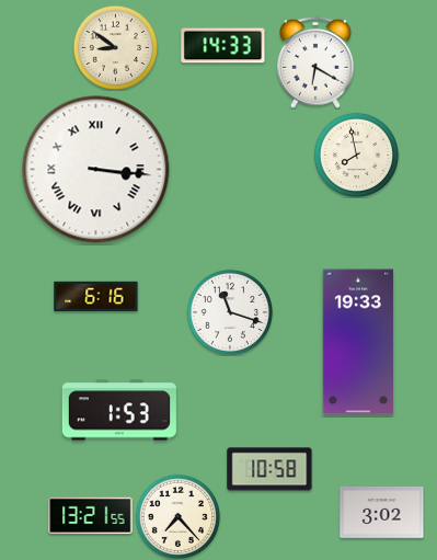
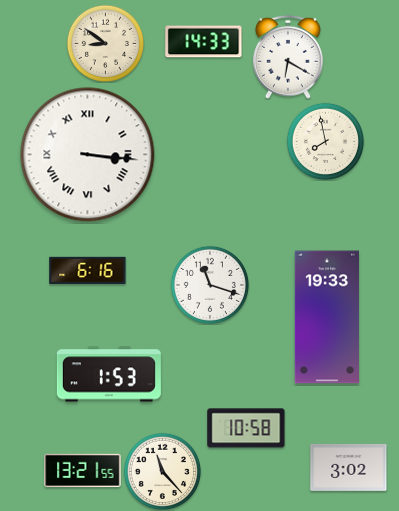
clock at (357, 342) position: (357, 342) -> (326, 317)
clock at (177, 516): 7:23 -> 11:23
